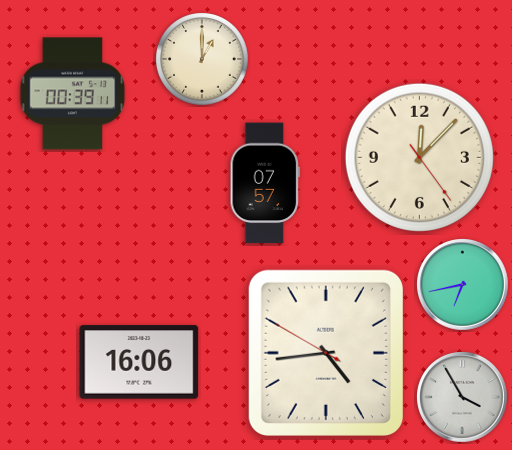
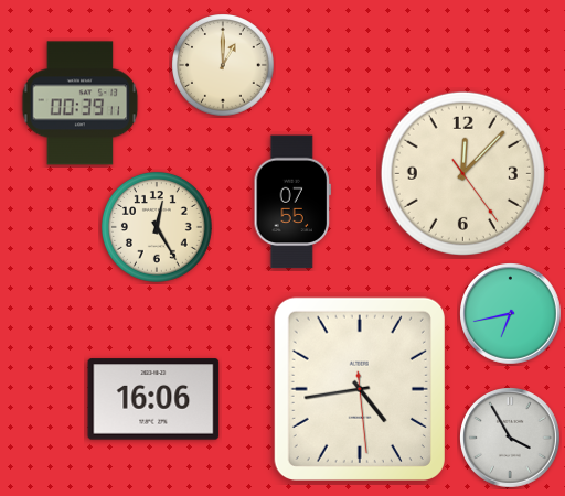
clock at (265, 183): 07:57 -> 07:55
clock at (157, 227): none -> 12:25
clock at (326, 353): 4:43:50 -> 4:43:29
